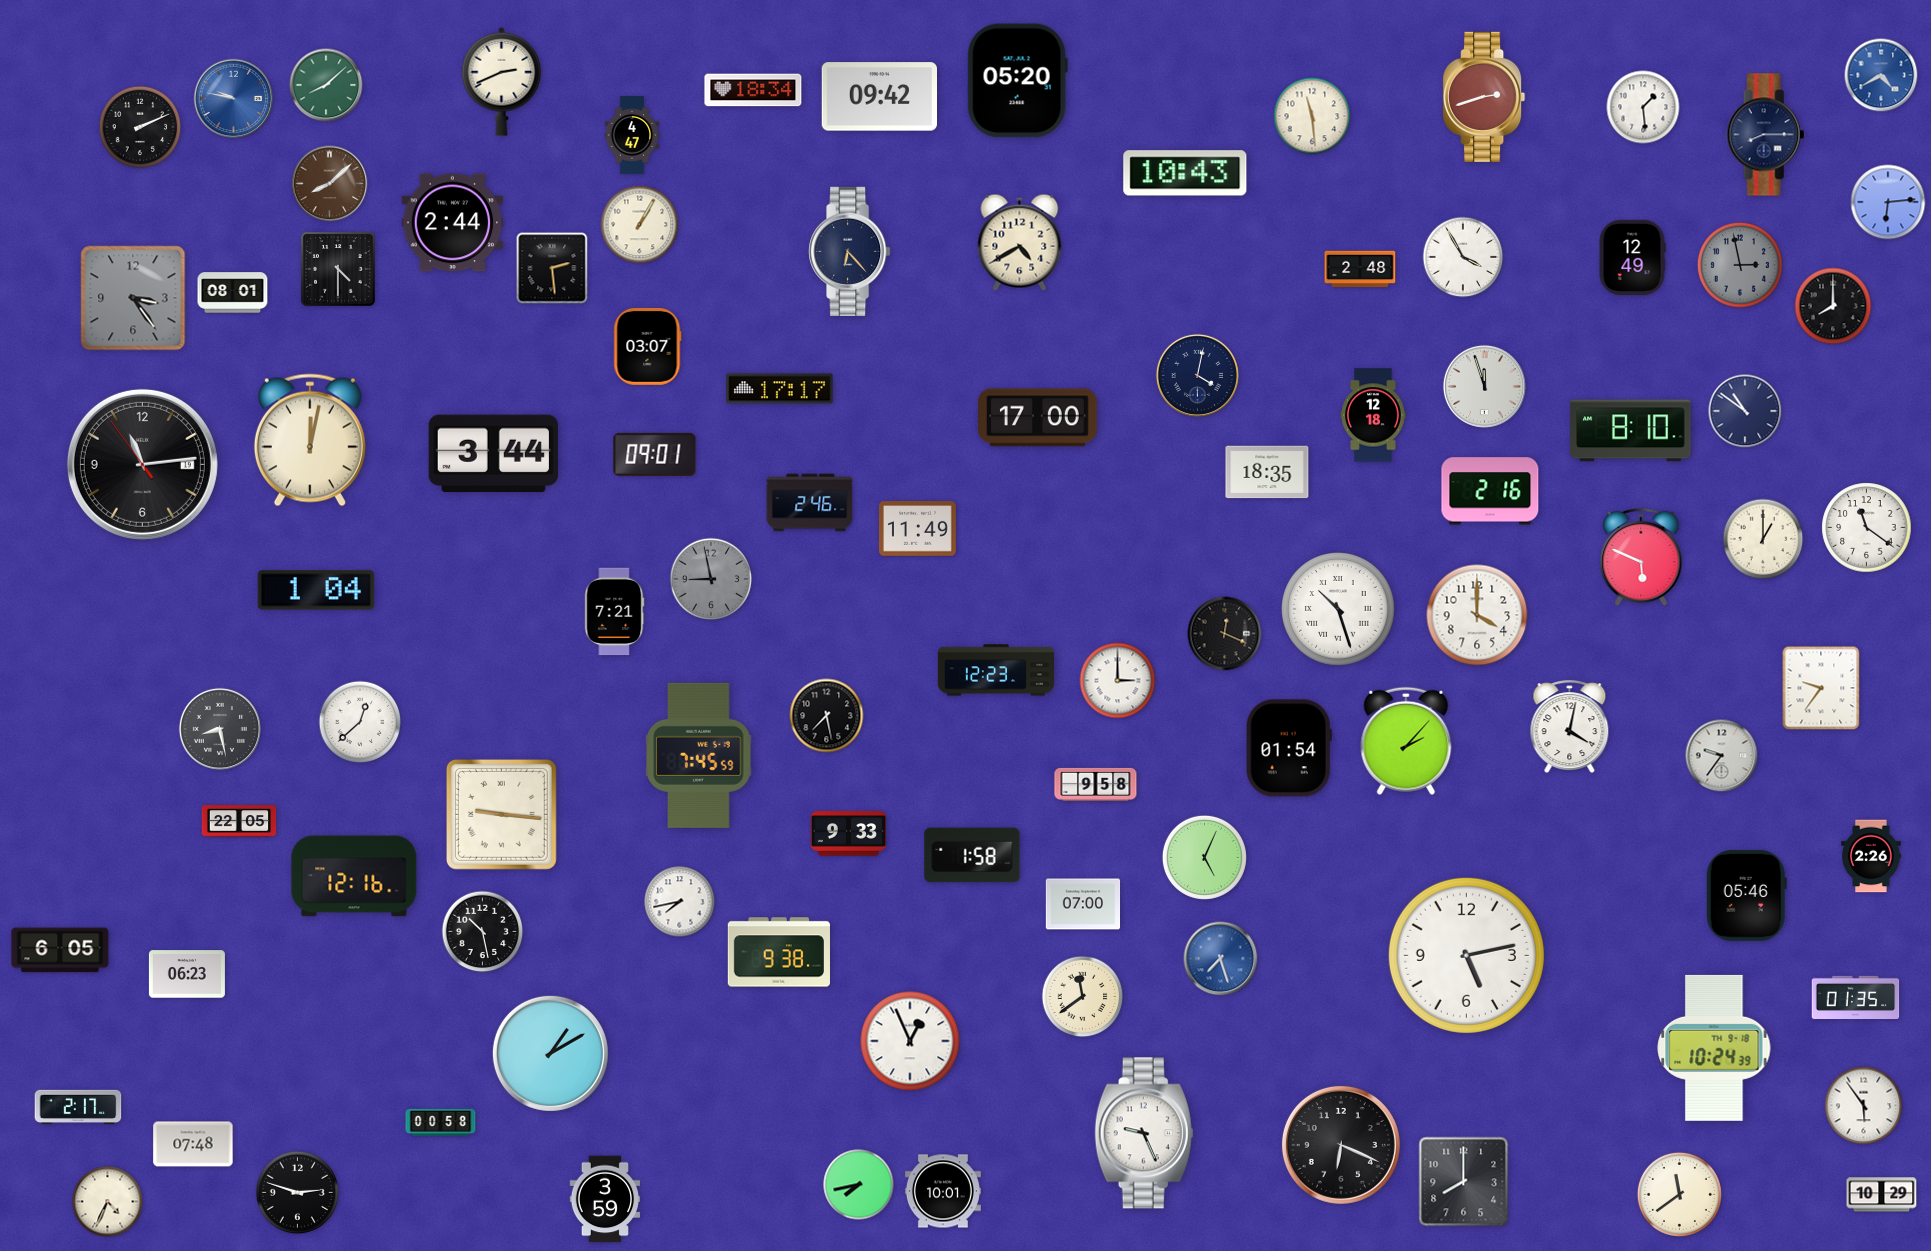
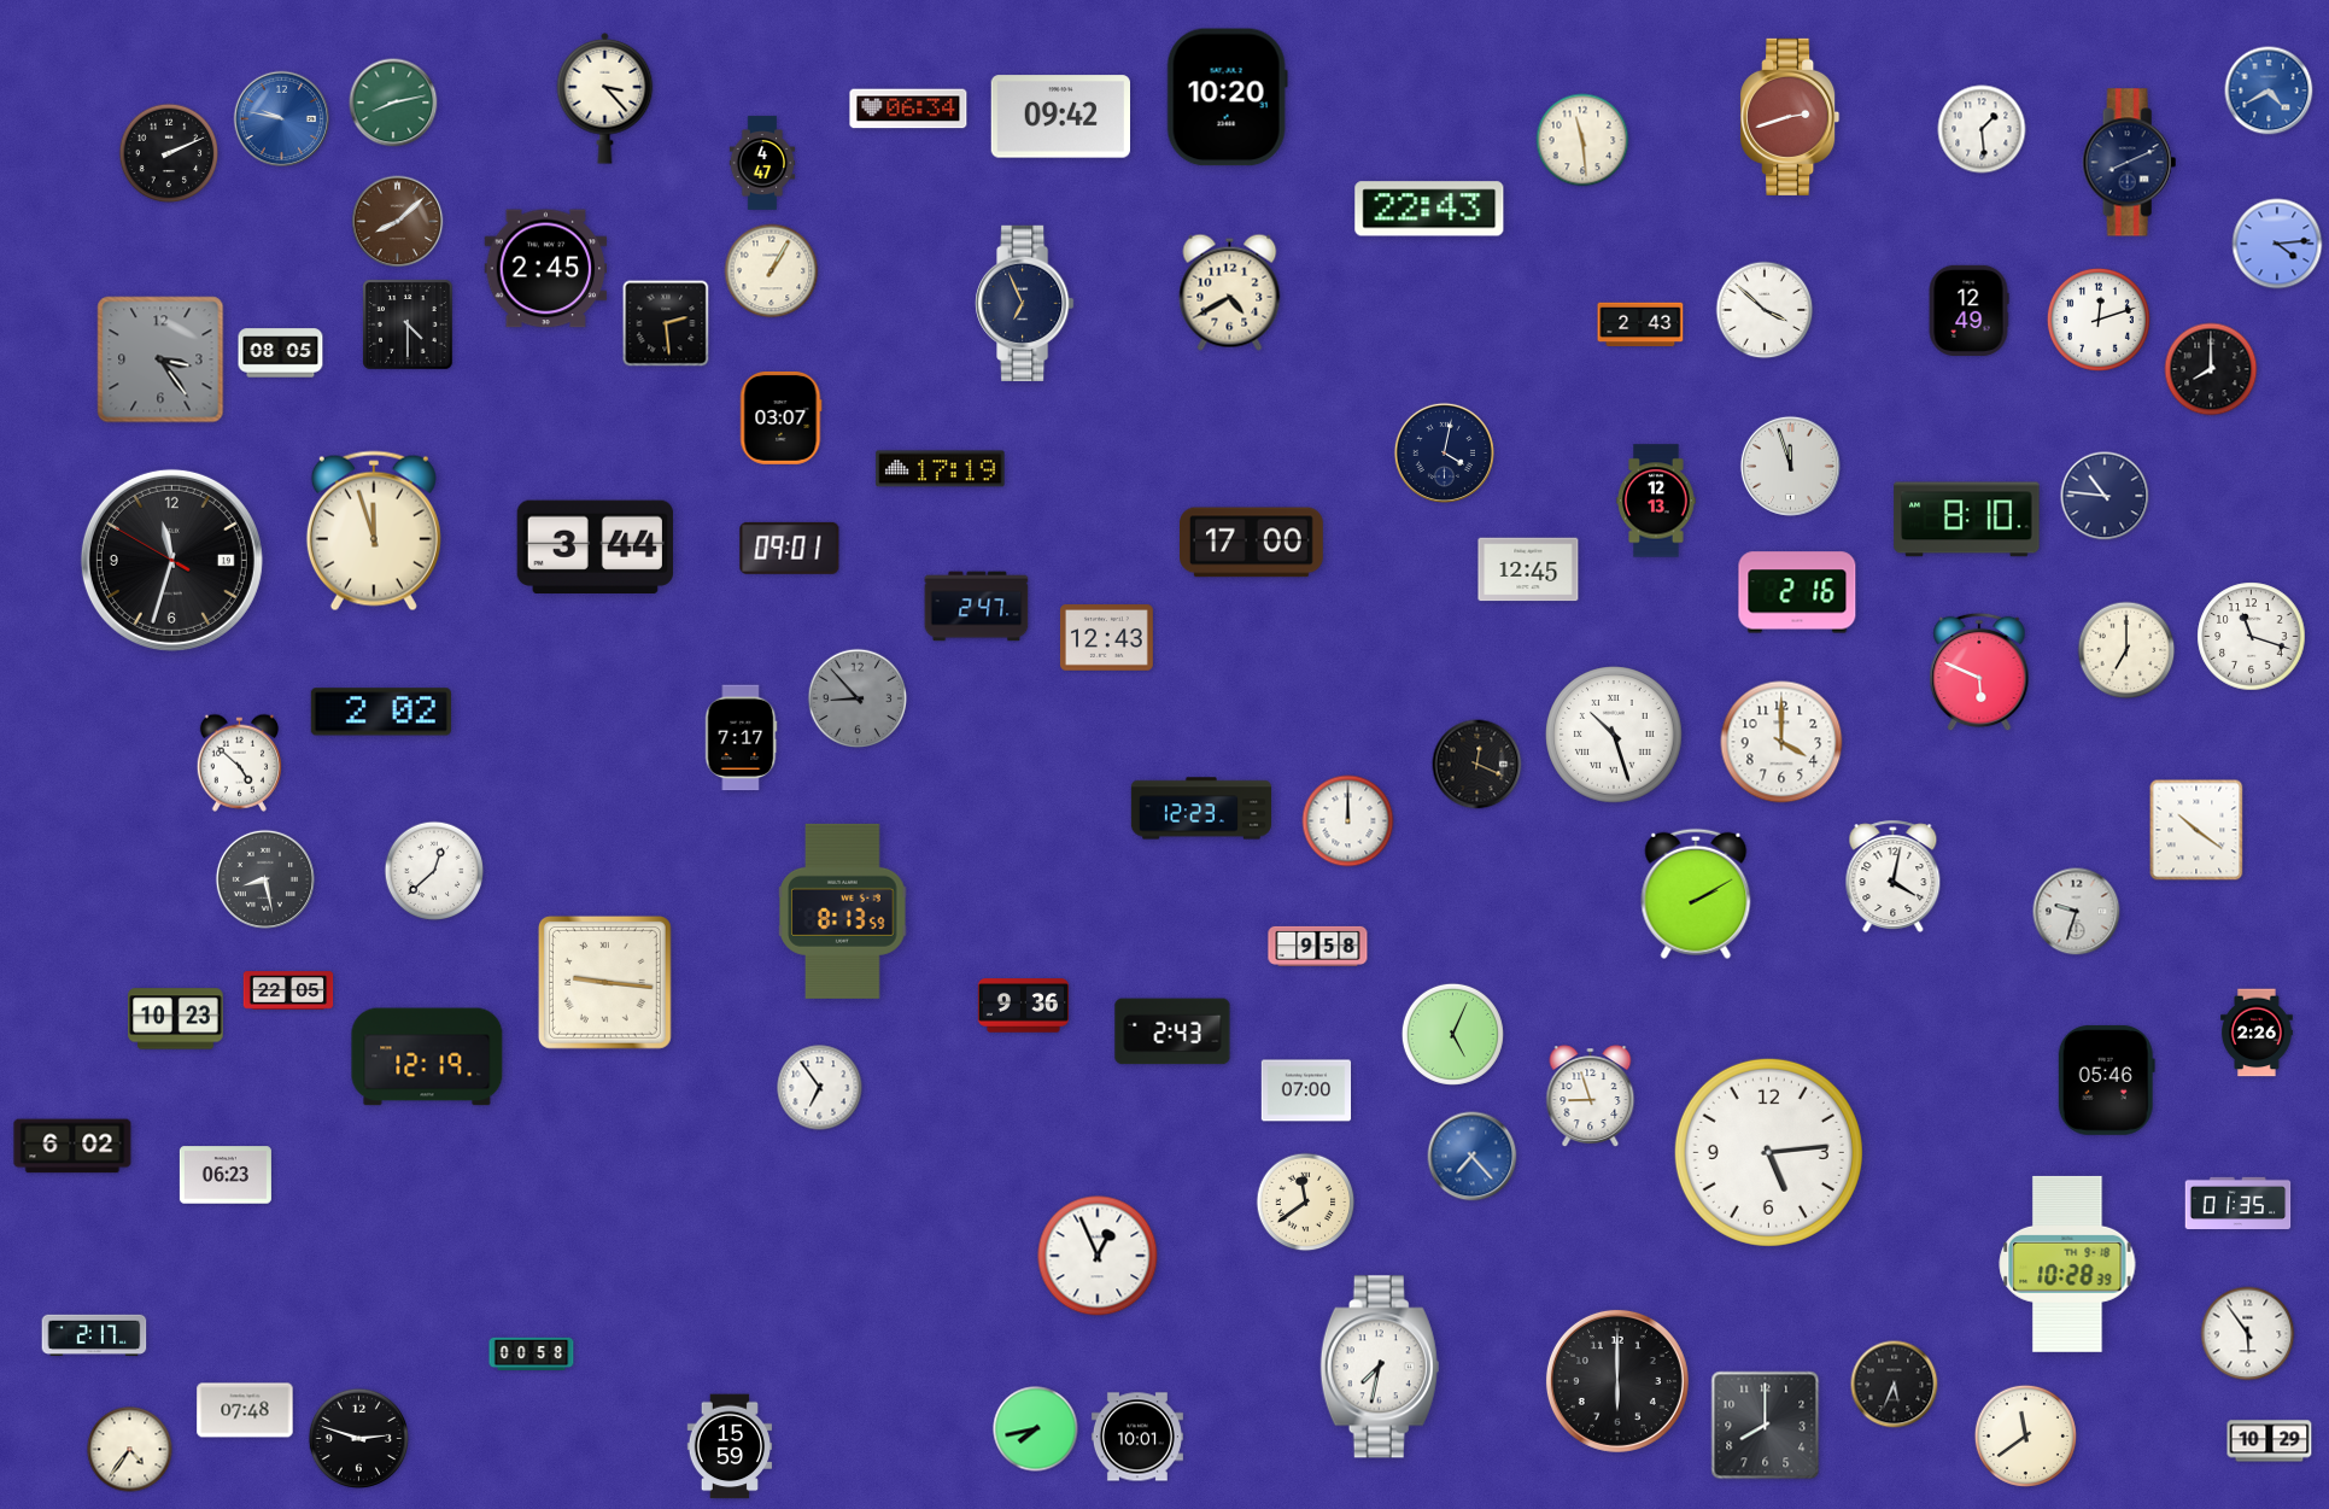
clock at (502, 81): 2:41 -> 3:23
clock at (1017, 81): 05:20 -> 10:20
clock at (326, 85): 8:08 -> 8:13
clock at (753, 90): 18:34 -> 06:34
clock at (1766, 135): 8:15 -> 8:11
clock at (1185, 173): 10:43 -> 22:43
clock at (1888, 202): 6:14 -> 4:14
clock at (453, 223): 2:44 -> 2:45
clock at (850, 251): 6:23 -> 6:56
clock at (1463, 257): 3:55 -> 3:52
clock at (1740, 265): 2:58 -> 12:12
clock at (1740, 265) dial: grey -> white
clock at (1360, 269): 2:48 -> 2:43
clock at (233, 293): 08:01 -> 08:05
clock at (780, 389): 17:17 -> 17:19
clock at (1745, 411): 10:51 -> 10:46
clock at (1373, 415): 12:18 -> 12:13
clock at (1038, 418) position: (1038, 418) -> (1252, 543)
clock at (310, 440): 12:02 -> 11:57
clock at (142, 464): 11:13 -> 11:32
clock at (1267, 472): 18:35 -> 12:45
clock at (810, 503): 2:46 -> 2:47
clock at (1867, 528): 11:21 -> 11:18
clock at (917, 529): 11:49 -> 12:43
clock at (1763, 539): 1:00 -> 7:00
clock at (711, 579): 8:58 -> 8:53
clock at (316, 590): 1:04 -> 2:02
clock at (615, 612): 7:21 -> 7:17
clock at (239, 762): none -> 4:52
clock at (1118, 681): 3:00 -> 12:00
clock at (1821, 688): 9:36 -> 10:21
clock at (827, 716): 7:28 -> none
clock at (1406, 741): 2:07 -> 2:10
clock at (1289, 748): 01:54 -> none
clock at (699, 755): 7:45 -> 8:13
clock at (1722, 756): 9:36 -> 9:33
clock at (1096, 784) position: (1096, 784) -> (1318, 946)
clock at (848, 834): 9:33 -> 9:36
clock at (176, 1019): none -> 10:23
clock at (972, 855): 1:58 -> 2:43
clock at (354, 876): 12:16 -> 12:19
clock at (680, 902): 7:43 -> 6:54
clock at (1591, 1096): none -> 8:57
clock at (483, 932): 10:28 -> none
clock at (60, 950): 6:05 -> 6:02
clock at (779, 952): 9:38 -> none
clock at (1466, 955): 5:13 -> 5:14
clock at (1221, 959): 7:27 -> 7:23
clock at (1714, 1048): 10:24 -> 10:28
clock at (550, 1053): 1:10 -> none
clock at (1144, 1133): 9:26 -> 7:32
clock at (193, 1144) position: (193, 1144) -> (245, 1410)
clock at (1341, 1145): 6:19 -> 6:00
clock at (1895, 1385): none -> 5:34
clock at (1679, 1194) position: (1679, 1194) -> (2025, 1435)
clock at (605, 1199): 3:59 -> 15:59
clock at (108, 1202): 4:34 -> 4:36
